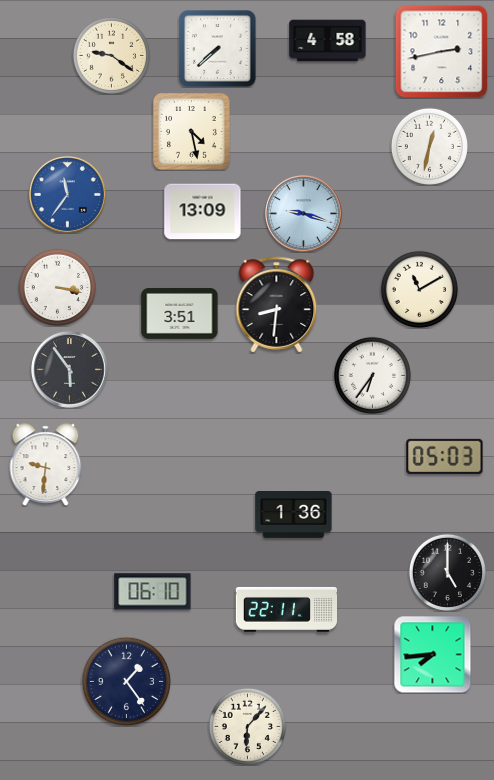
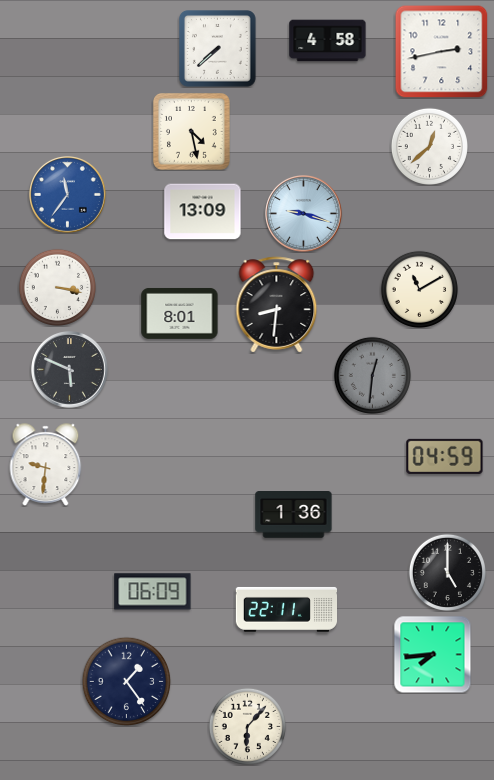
clock at (111, 55): 9:21 -> none
clock at (429, 146): 12:32 -> 12:38
clock at (180, 313): 3:51 -> 8:01
clock at (70, 370): 5:54 -> 5:49
clock at (372, 375): 6:36 -> 12:31
clock at (372, 375) dial: white -> grey
clock at (445, 456): 05:03 -> 04:59
clock at (153, 592): 06:10 -> 06:09
